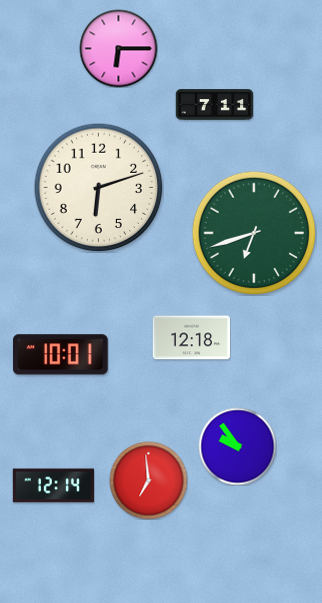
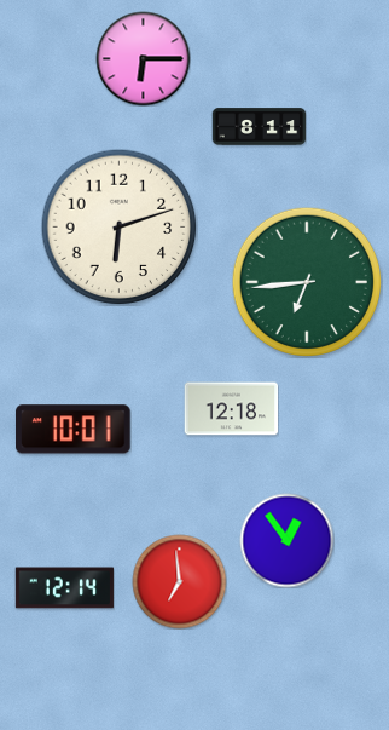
clock at (214, 105): 7:11 -> 8:11
clock at (254, 233): 6:42 -> 6:44
clock at (237, 446): 9:54 -> 12:54
